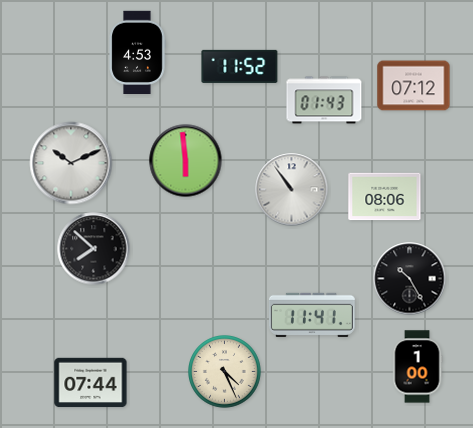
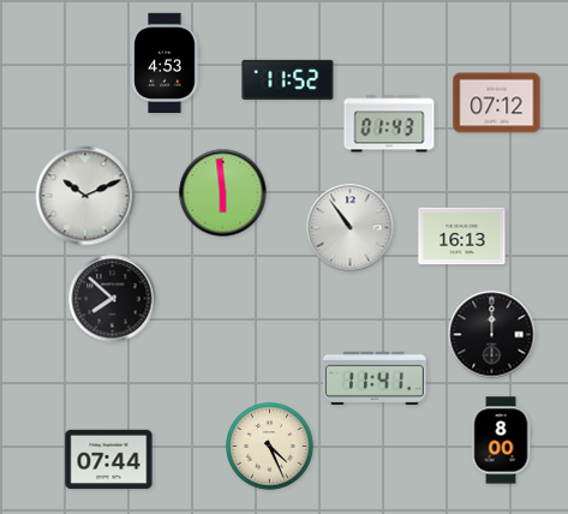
clock at (324, 100) position: (324, 100) -> (389, 124)
clock at (385, 197): 08:06 -> 16:13
clock at (410, 279): 10:25 -> 12:00
clock at (417, 367): 1:00 -> 8:00
